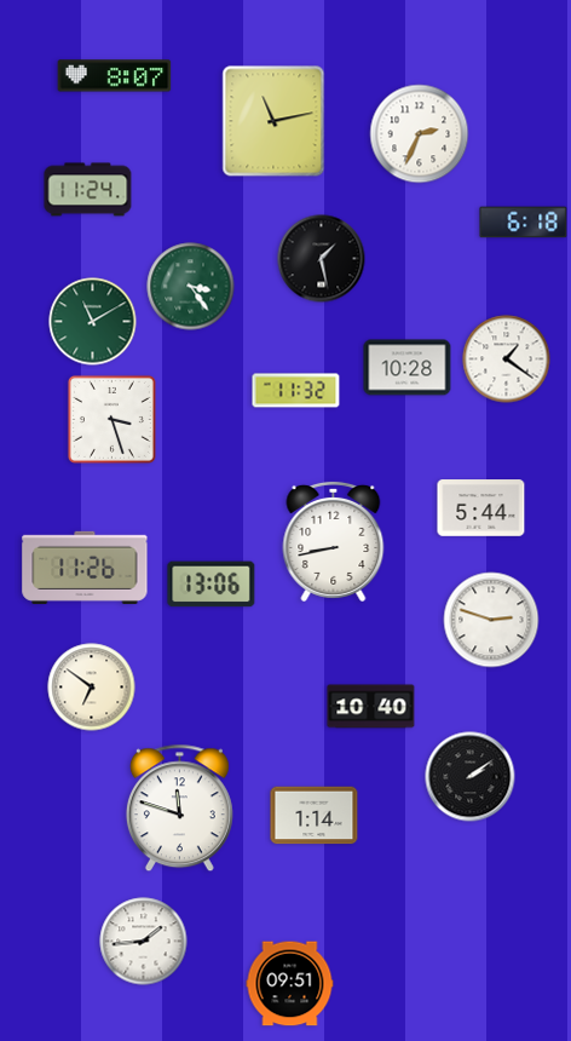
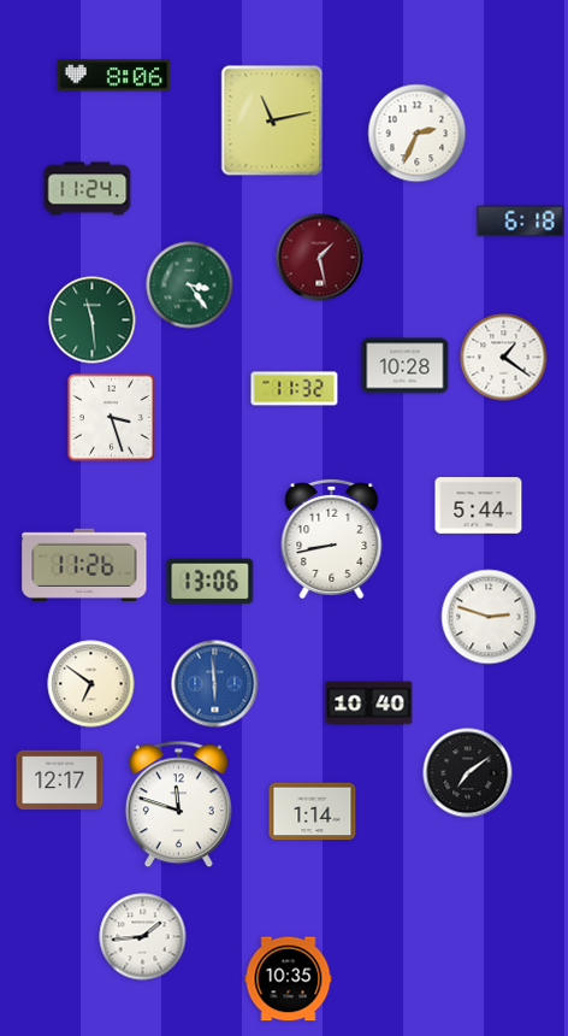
clock at (115, 76): 8:07 -> 8:06
clock at (322, 259) dial: black -> burgundy
clock at (93, 322): 11:10 -> 11:29
clock at (215, 684): none -> 5:59
clock at (471, 777): 2:09 -> 7:09
clock at (60, 781): none -> 12:17
clock at (290, 984): 09:51 -> 10:35
